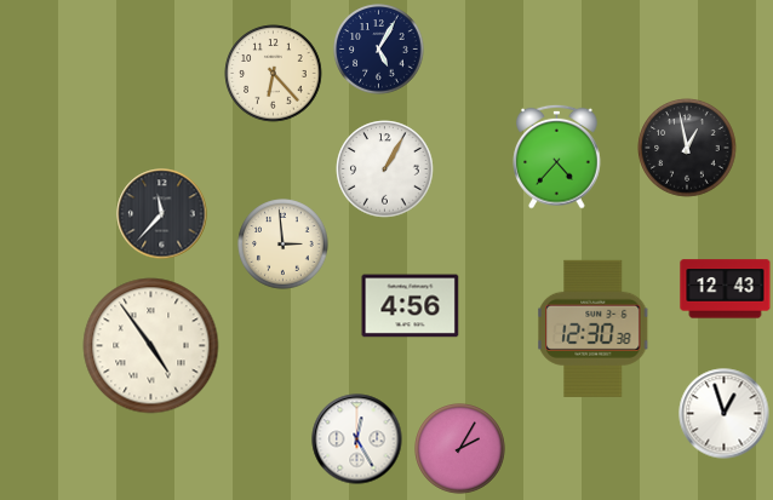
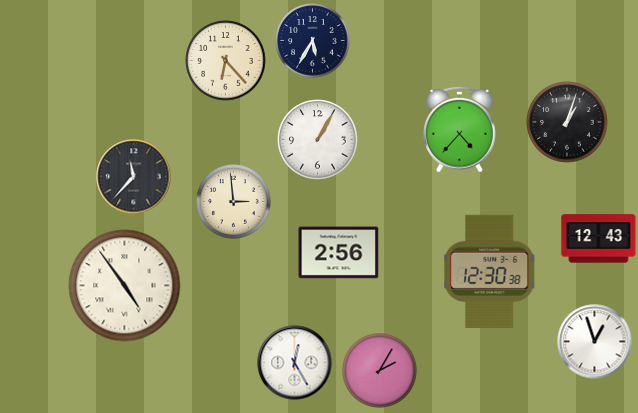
clock at (379, 50): 5:05 -> 5:35
clock at (687, 148): 12:58 -> 1:03
clock at (411, 306): 4:56 -> 2:56
clock at (725, 414) position: (725, 414) -> (595, 342)
